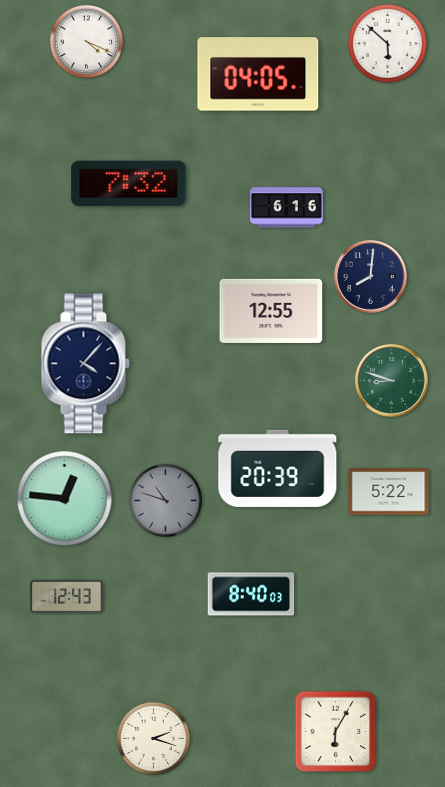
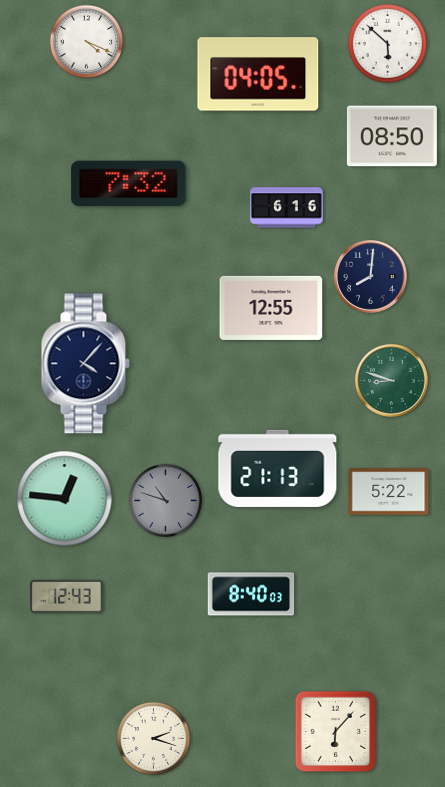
clock at (392, 136): none -> 08:50
clock at (271, 311) position: (271, 311) -> (271, 308)
clock at (278, 468): 20:39 -> 21:13
clock at (336, 732): 6:05 -> 6:07
